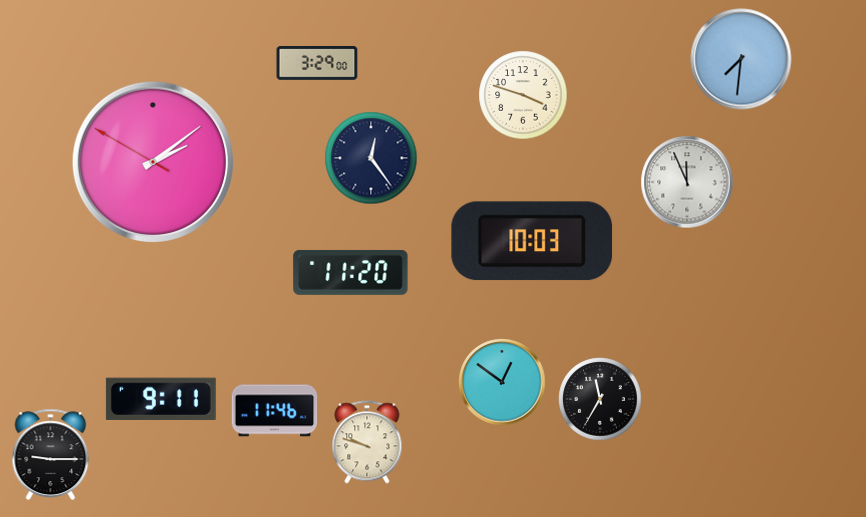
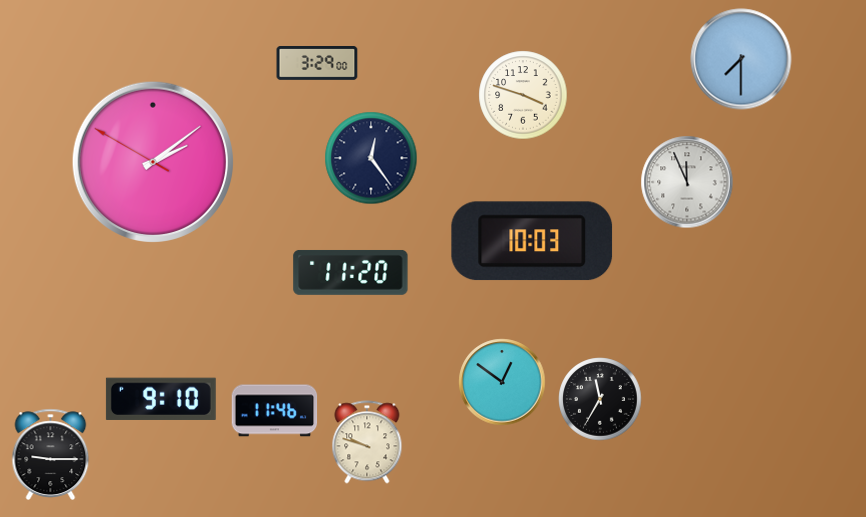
clock at (741, 59): 7:31 -> 7:30
clock at (161, 398): 9:11 -> 9:10
